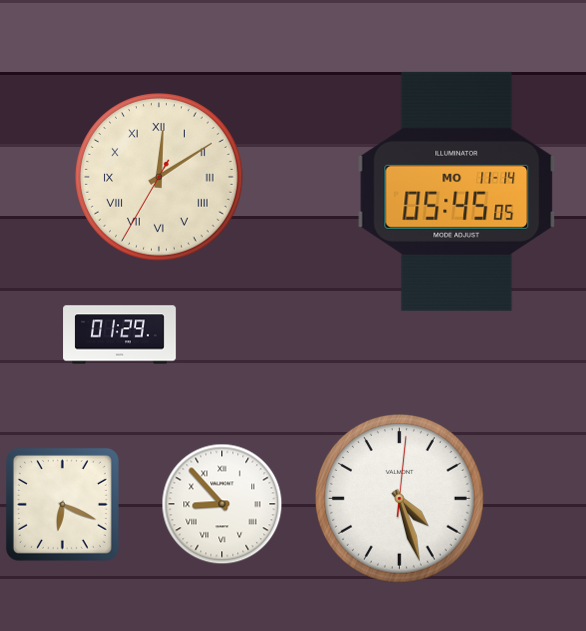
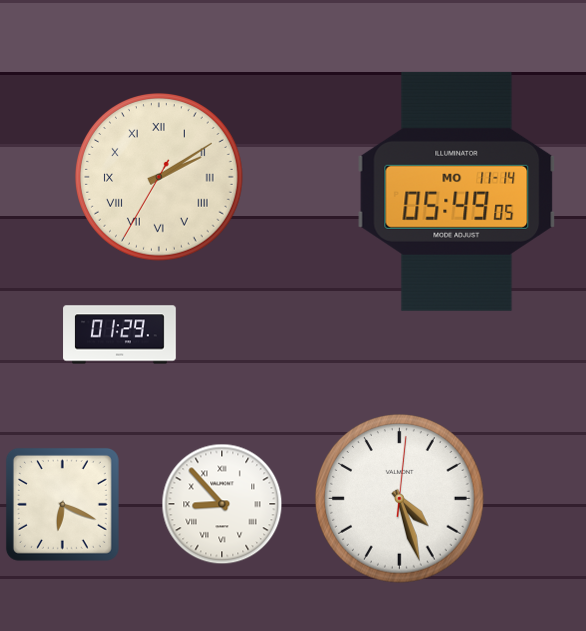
clock at (159, 177): 12:09 -> 2:09
clock at (457, 191): 05:45 -> 05:49
